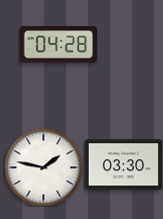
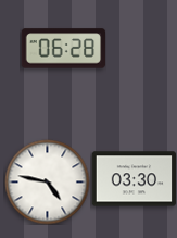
clock at (58, 45): 04:28 -> 06:28
clock at (43, 167): 1:47 -> 4:47
